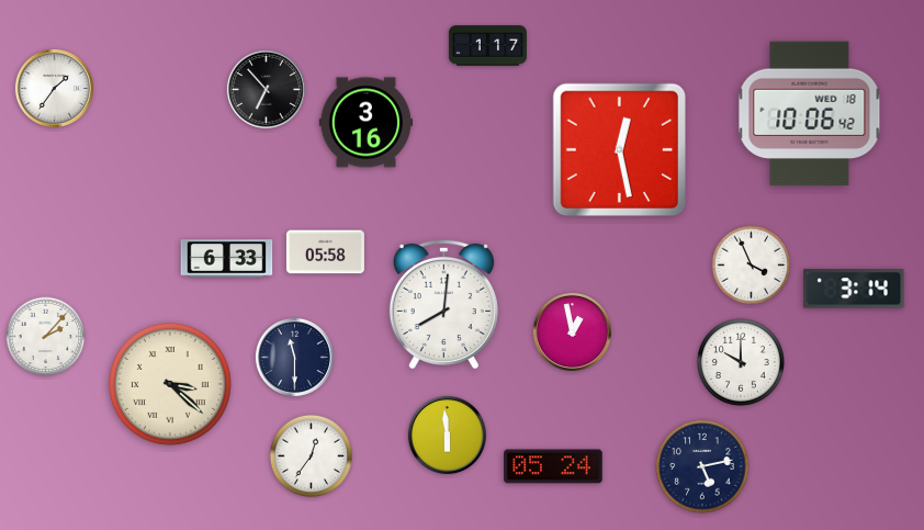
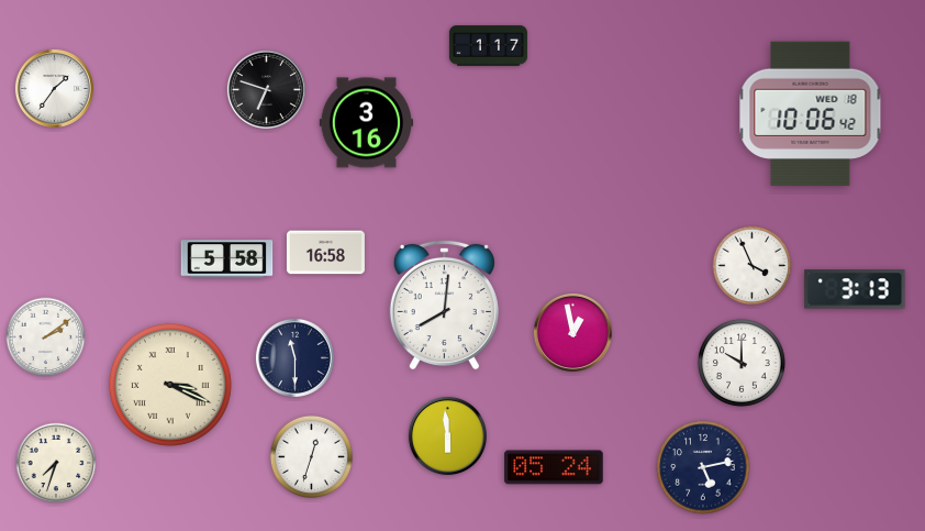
clock at (266, 89): 6:53 -> 6:48
clock at (619, 149): 12:28 -> none
clock at (325, 252): 05:58 -> 16:58
clock at (227, 259): 6:33 -> 5:58
clock at (854, 289): 3:14 -> 3:13
clock at (46, 337): 2:07 -> 2:09
clock at (170, 384): 3:22 -> 3:19
clock at (311, 455): 12:36 -> 12:33
clock at (56, 463): none -> 7:33
